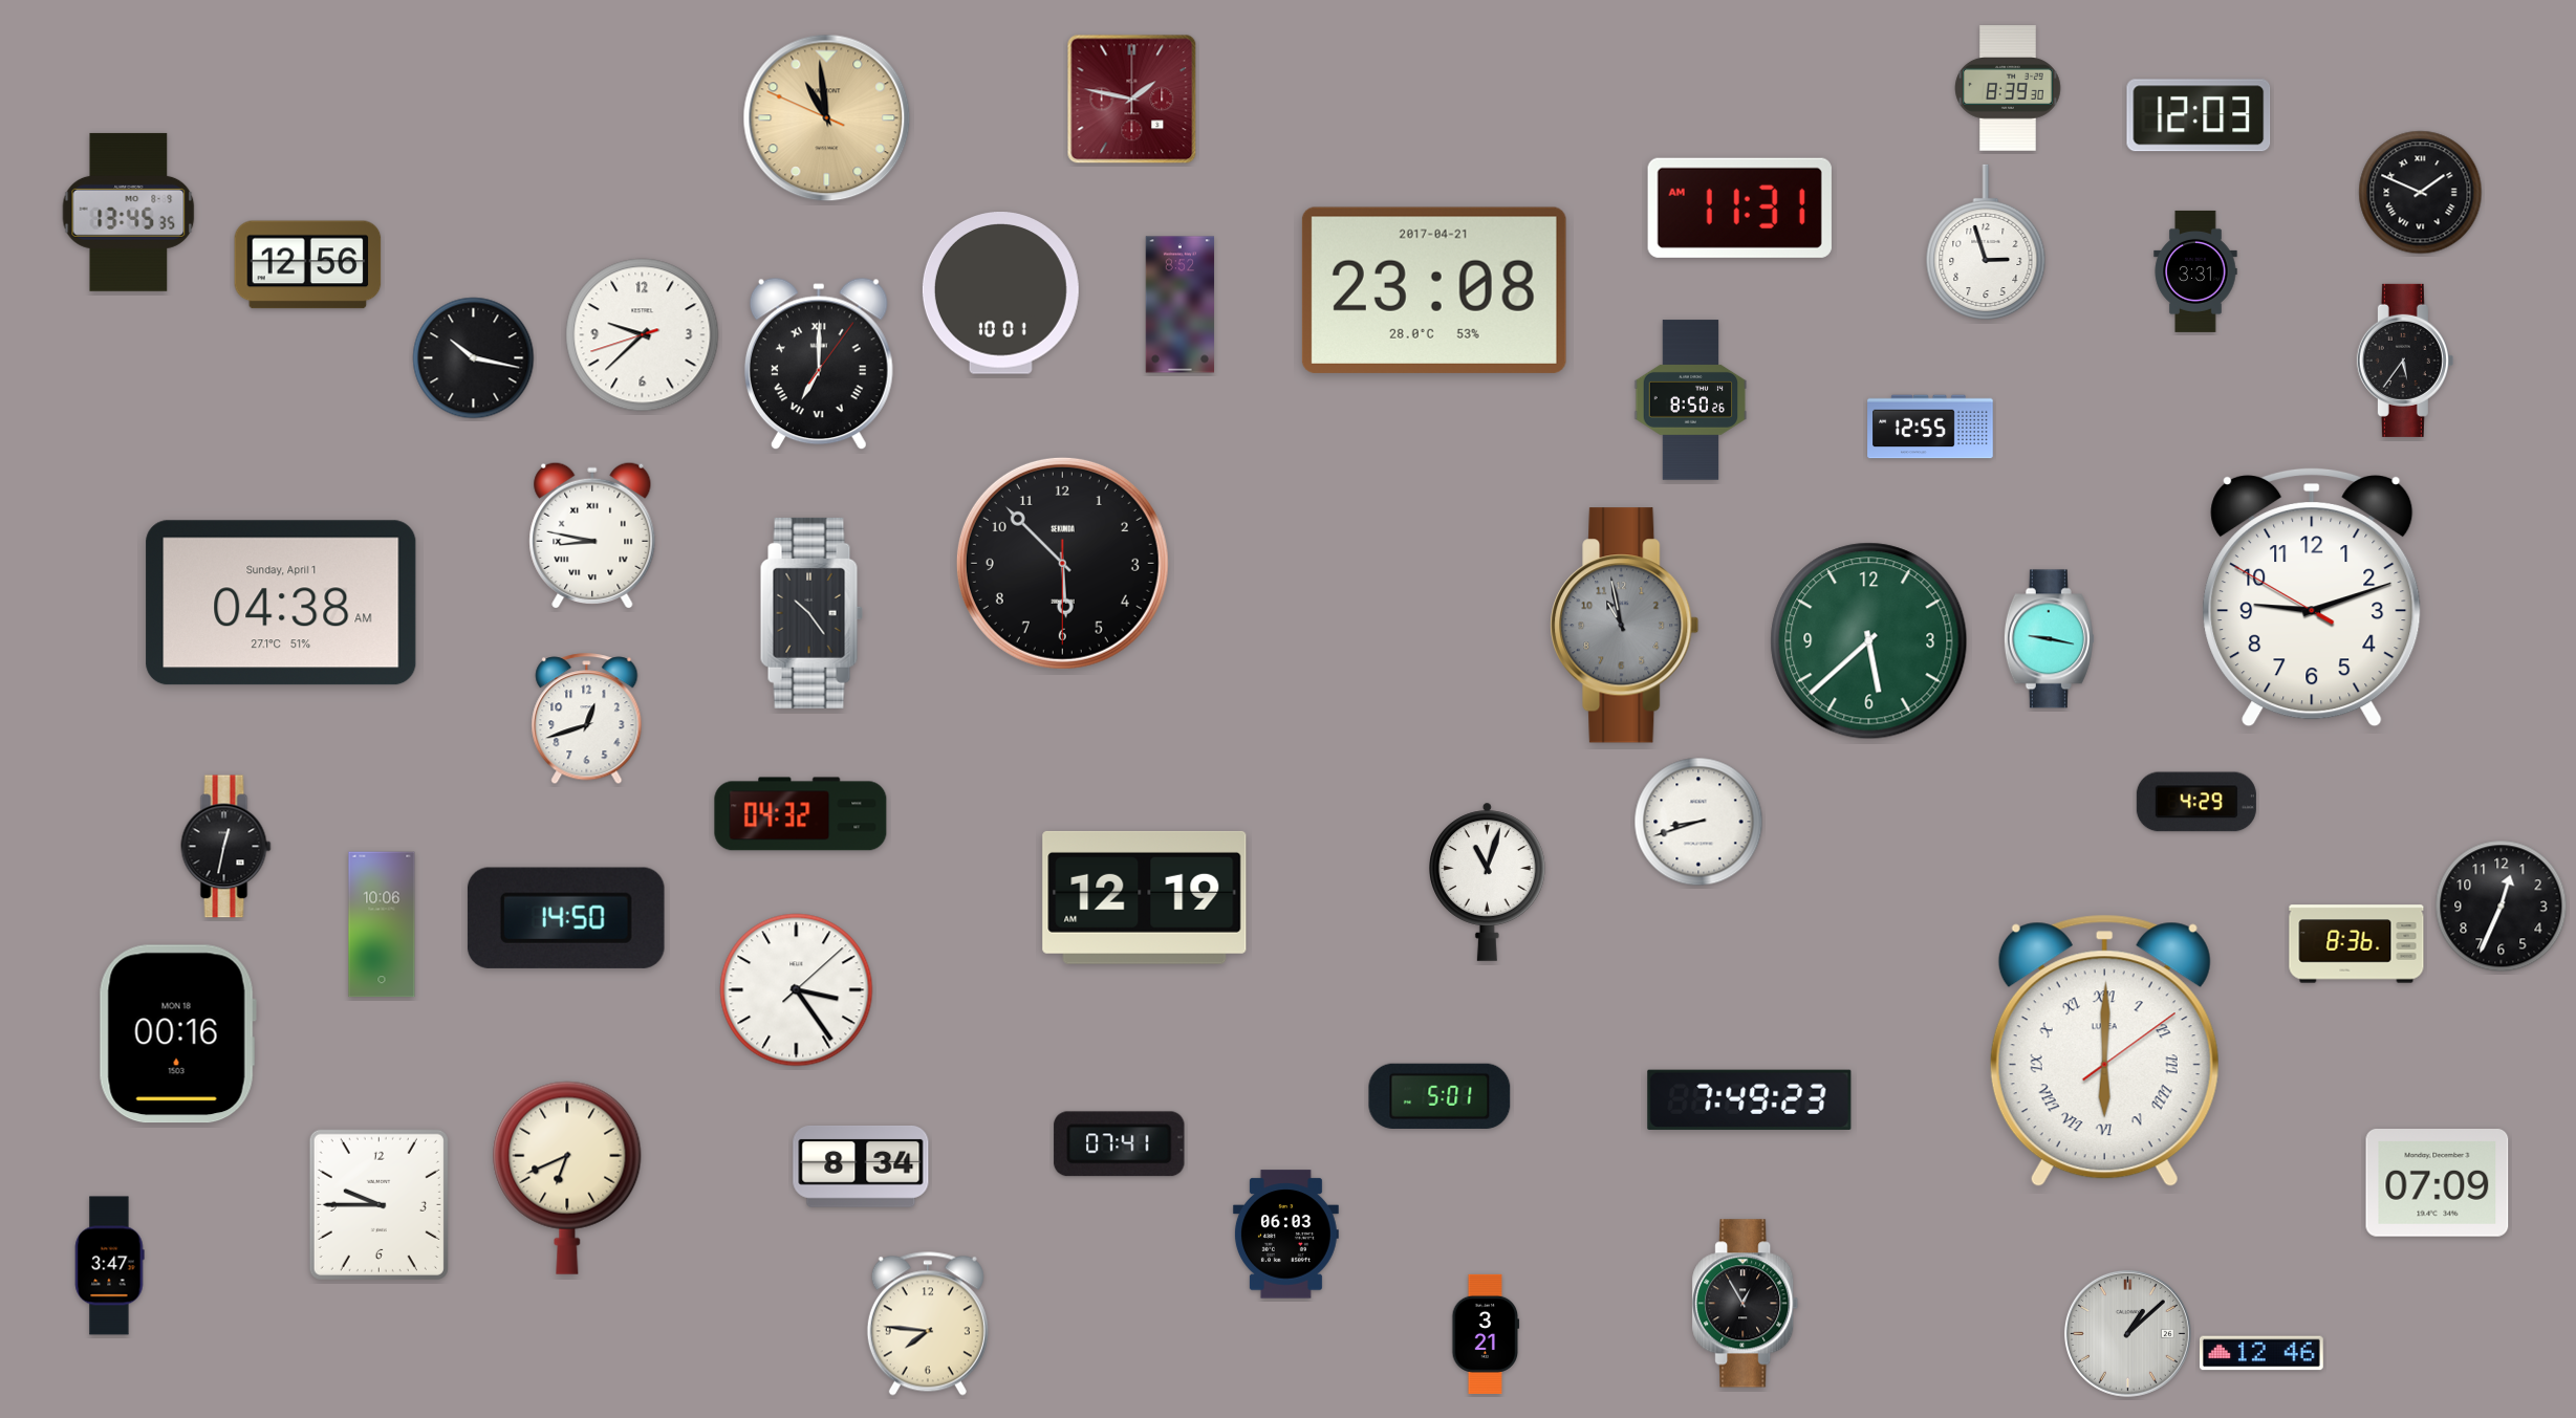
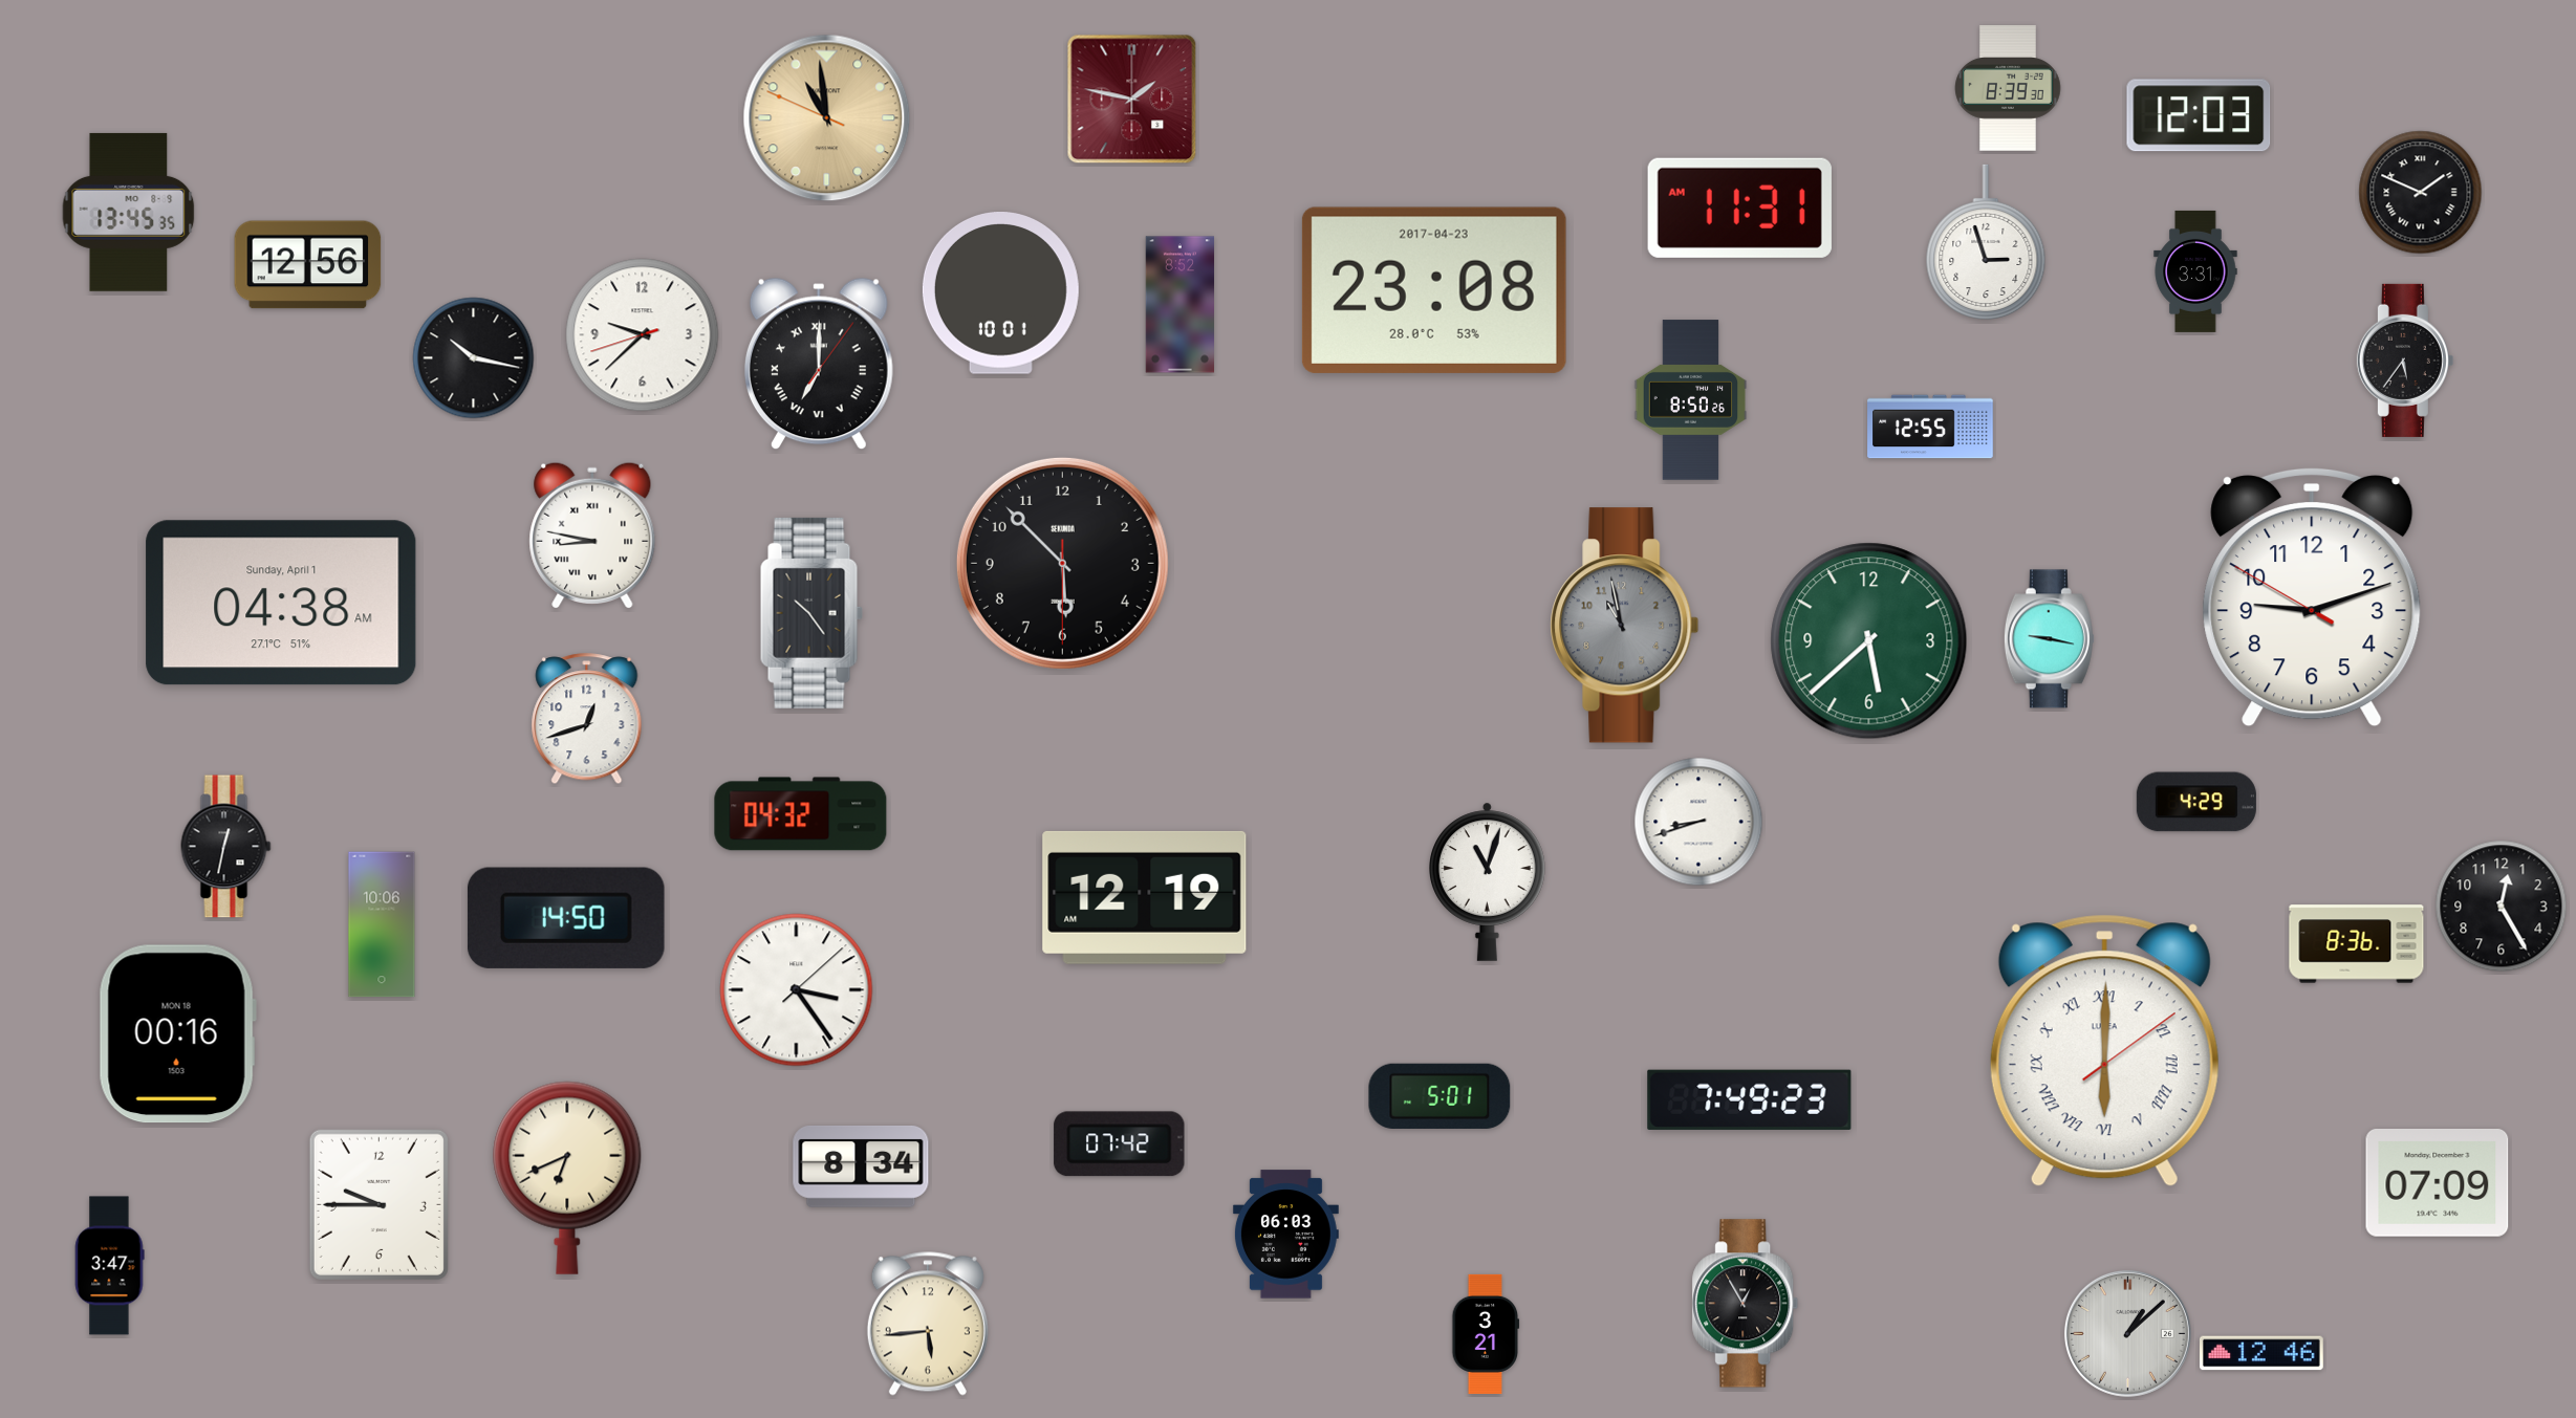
clock at (1434, 290) date: 2017-04-21 -> 2017-04-23
clock at (2502, 907): 12:34 -> 12:25
clock at (1120, 1144): 07:41 -> 07:42
clock at (928, 1324): 7:46 -> 5:44
